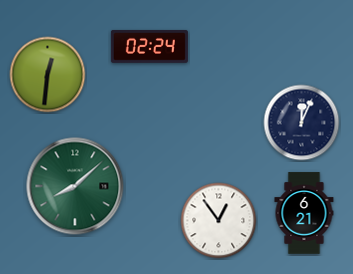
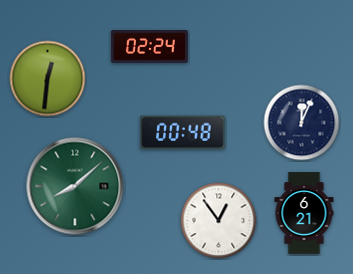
clock at (48, 75) position: (48, 75) -> (48, 79)
clock at (183, 133): none -> 00:48
